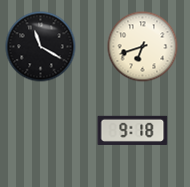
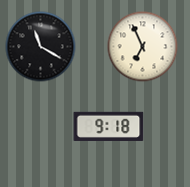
clock at (143, 47): 6:42 -> 6:56
clock at (133, 130) position: (133, 130) -> (109, 126)
